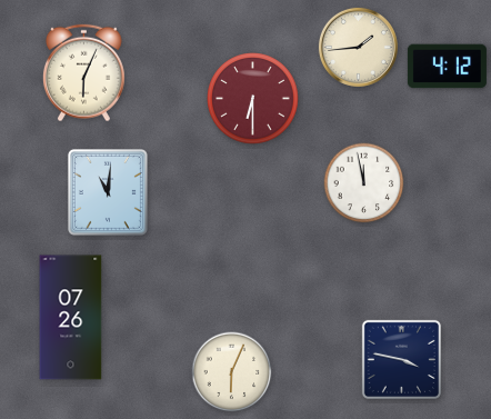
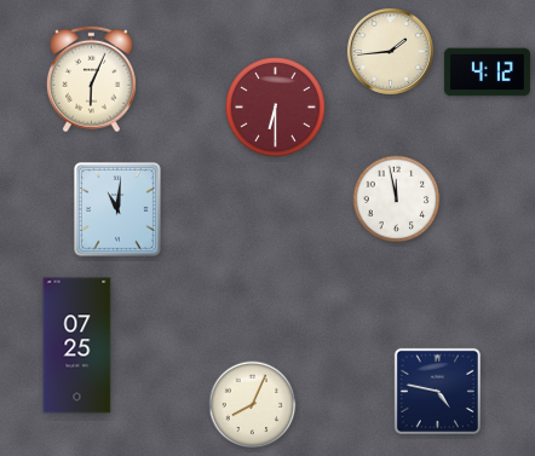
clock at (71, 318): 07:26 -> 07:25
clock at (401, 359): 3:47 -> 4:47
clock at (232, 372): 6:04 -> 8:04
